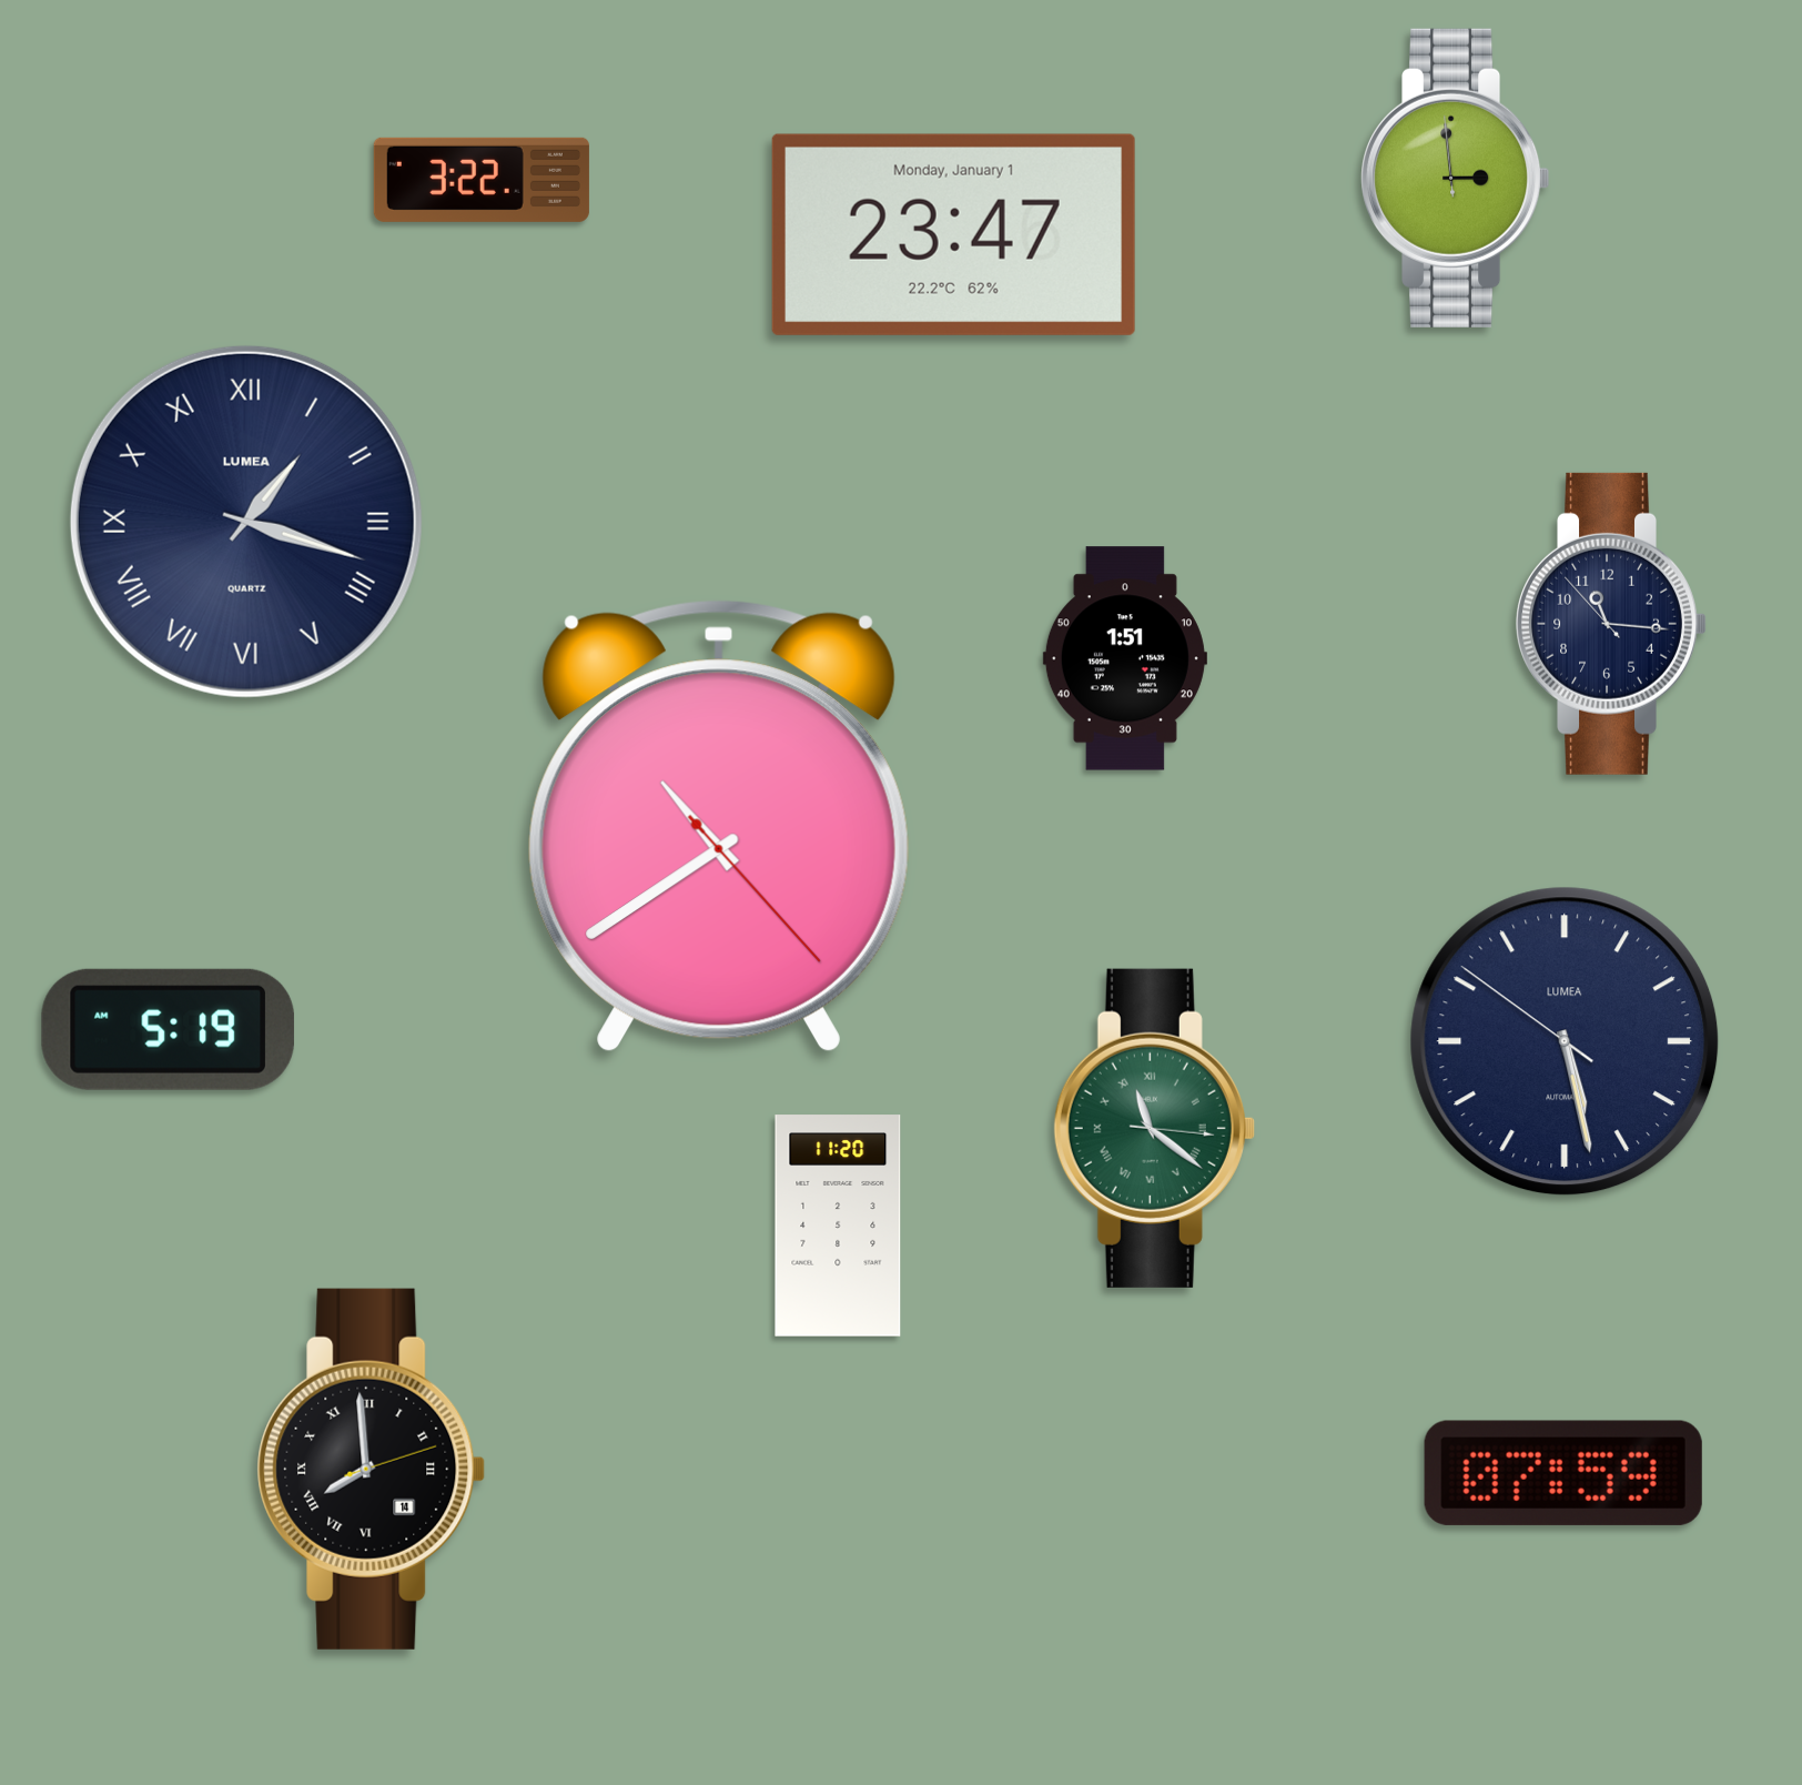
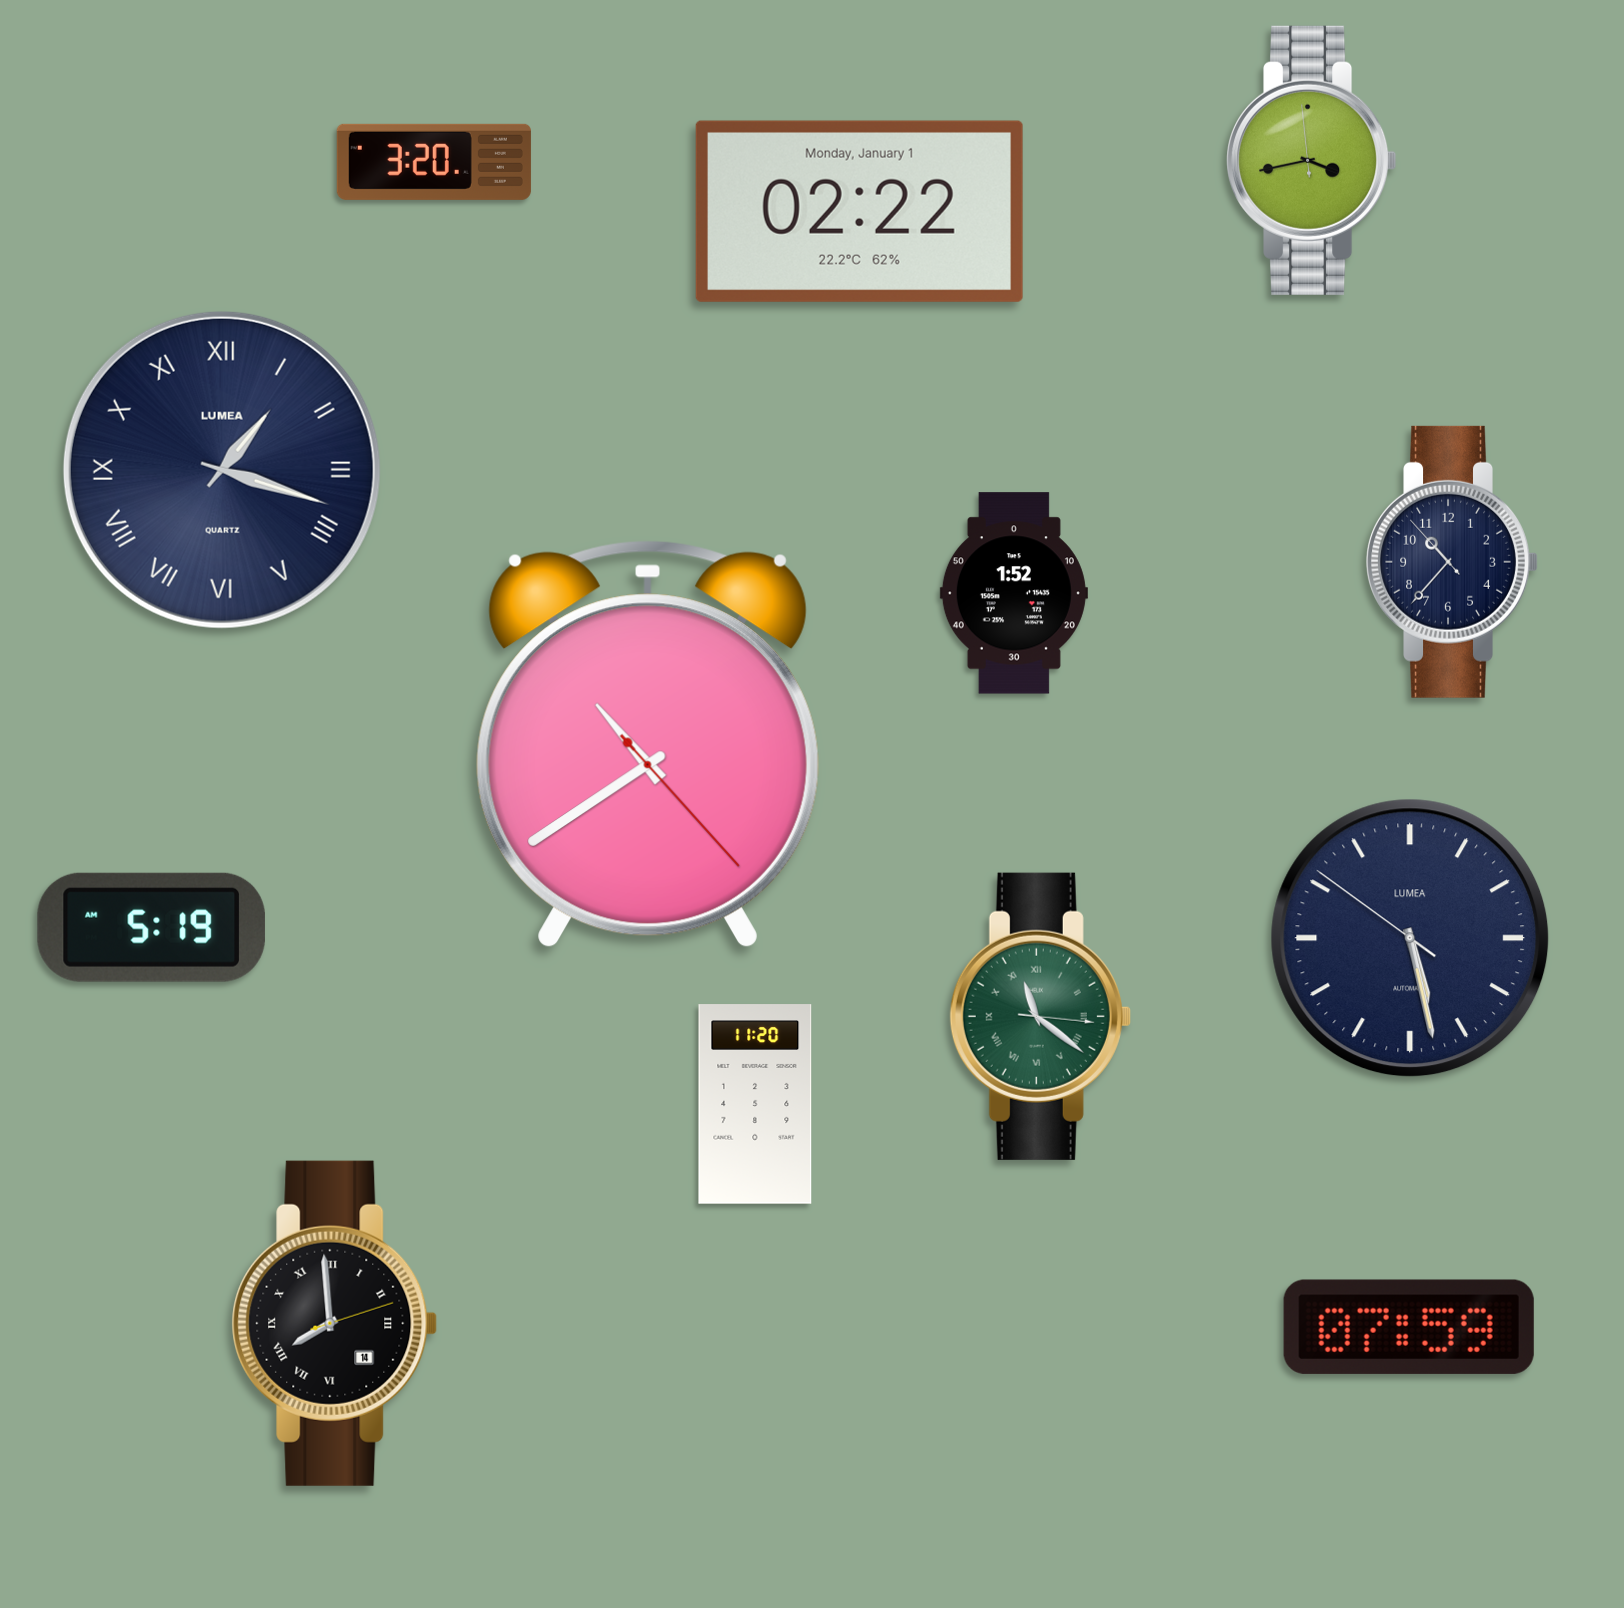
clock at (1456, 178): 2:58 -> 3:42
clock at (482, 180): 3:22 -> 3:20
clock at (953, 234): 23:47 -> 02:22
clock at (1611, 624): 11:15 -> 10:36
clock at (1125, 658): 1:51 -> 1:52
